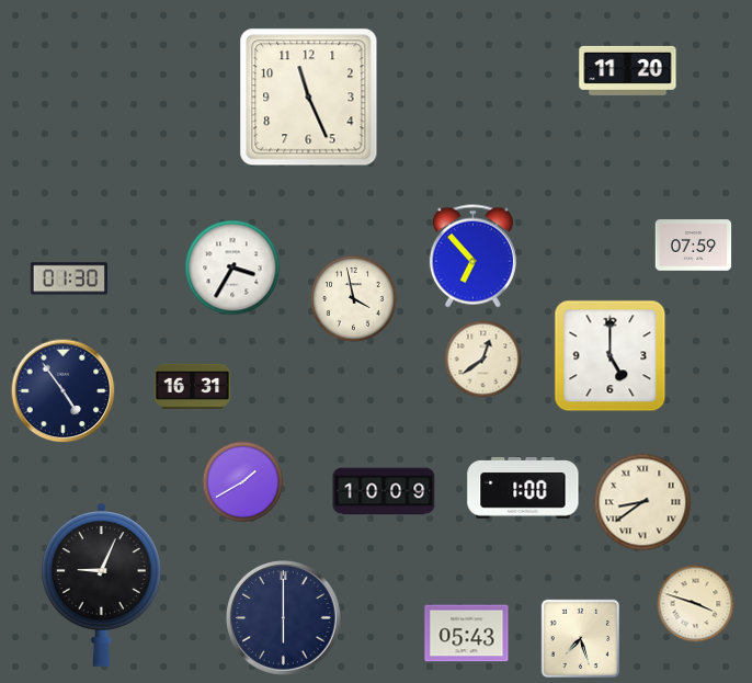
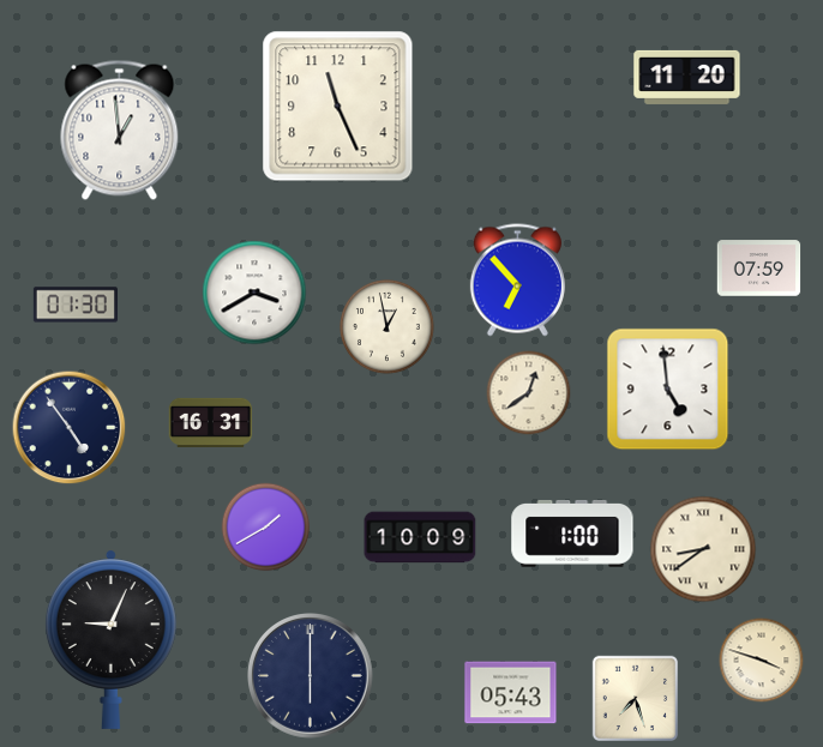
clock at (120, 129): none -> 12:59
clock at (232, 267): 3:35 -> 3:40
clock at (354, 299): 3:58 -> 12:58
clock at (611, 356): 5:00 -> 4:59
